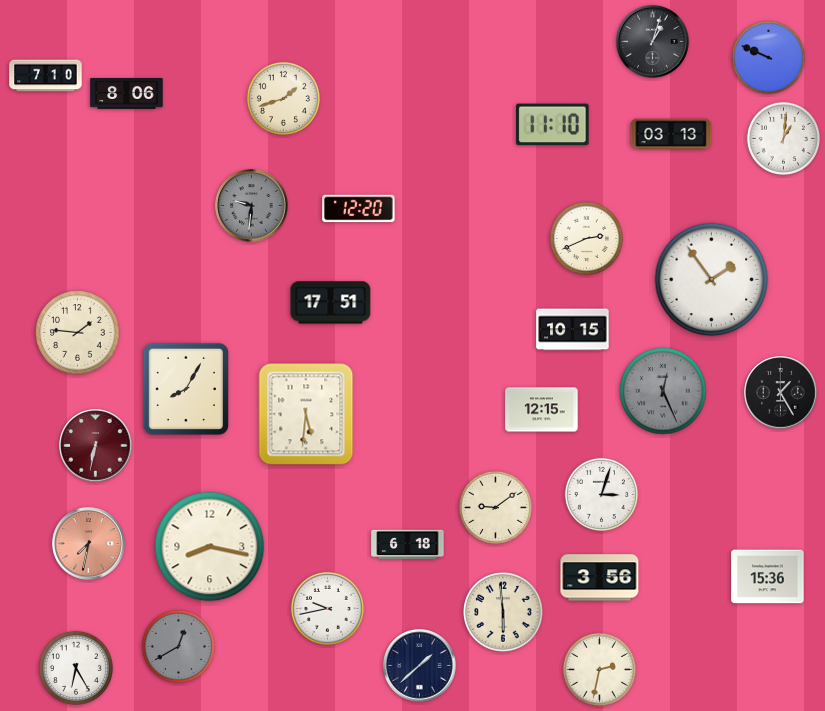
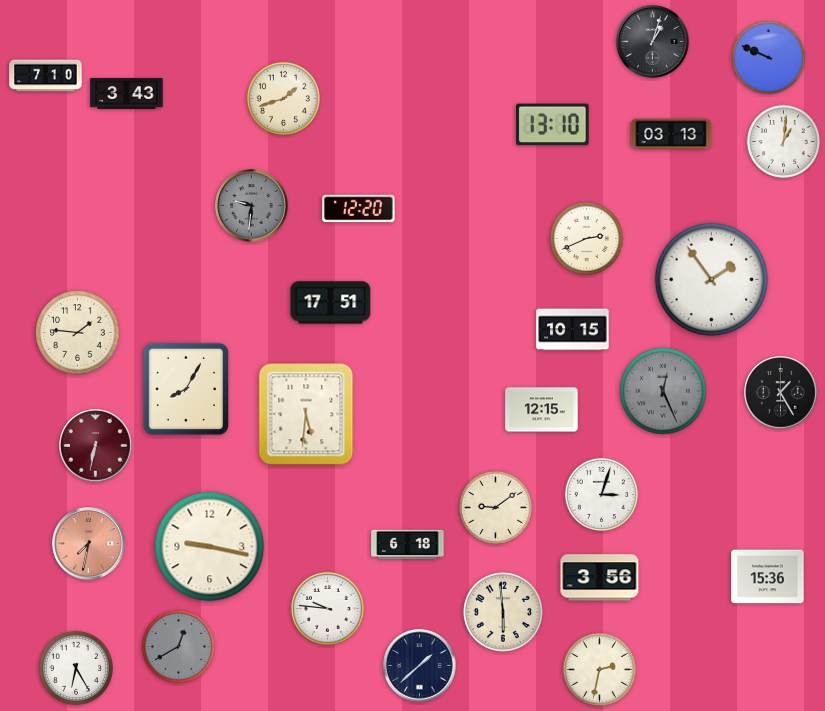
clock at (127, 94): 8:06 -> 3:43
clock at (553, 125): 11:10 -> 13:10
clock at (783, 138) position: (783, 138) -> (783, 141)
clock at (210, 547): 8:17 -> 9:17
clock at (327, 608): 9:43 -> 9:46
